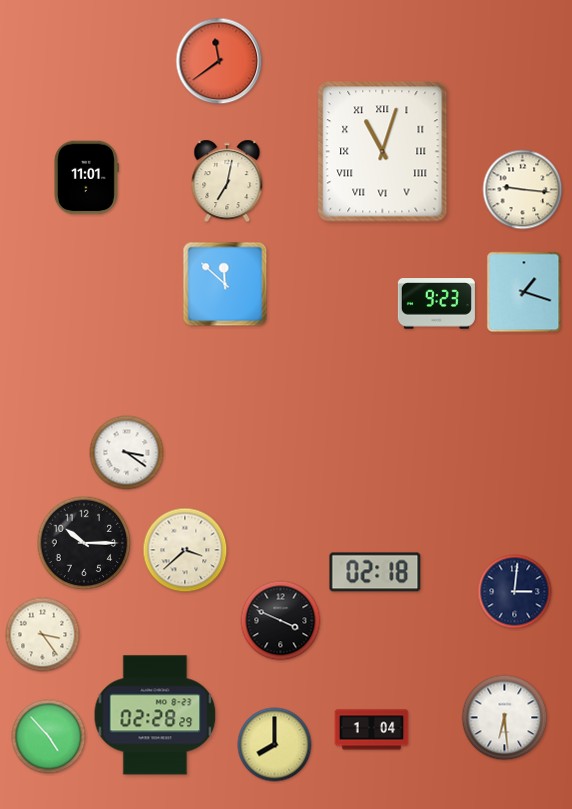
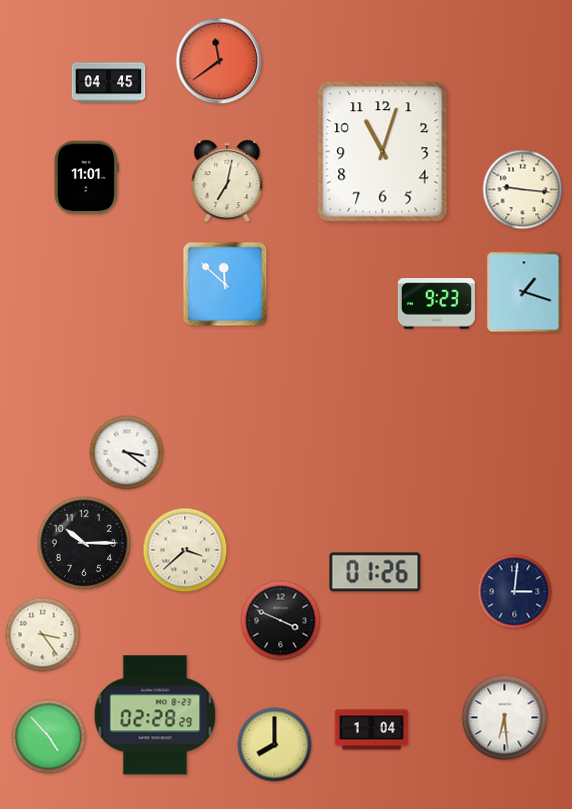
clock at (109, 83): none -> 04:45
clock at (383, 152) numerals: Roman -> Arabic
clock at (375, 572): 02:18 -> 01:26
